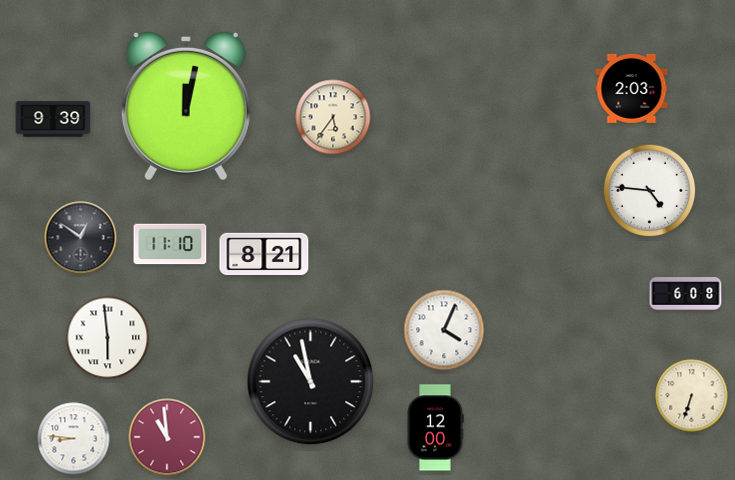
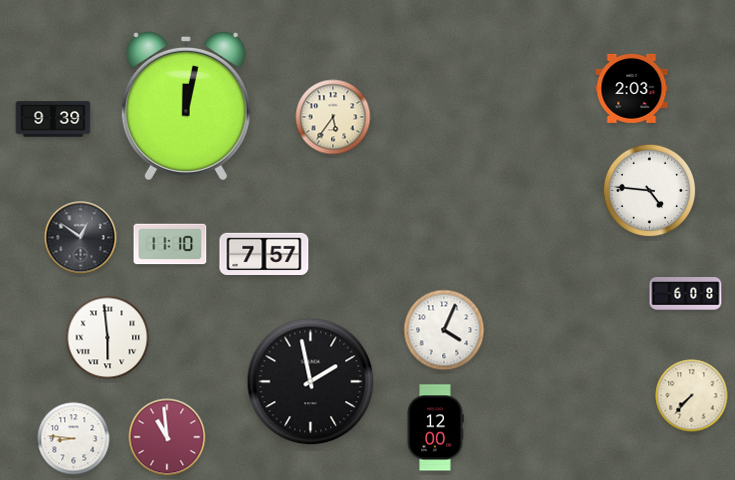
clock at (264, 253): 8:21 -> 7:57
clock at (311, 382): 10:58 -> 1:58
clock at (692, 396): 6:33 -> 7:37
